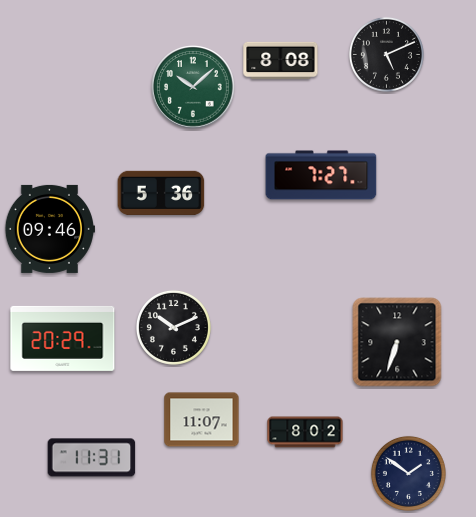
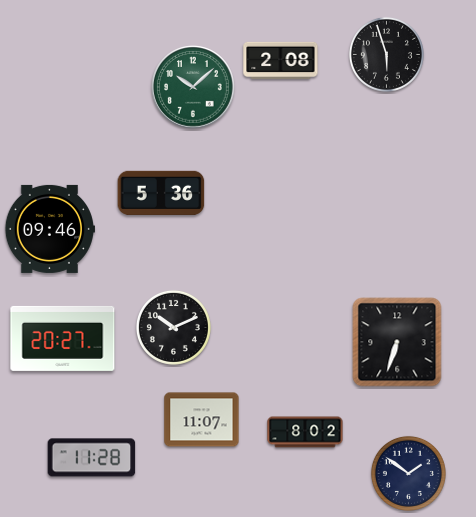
clock at (386, 54): 5:11 -> 5:57
clock at (281, 60): 8:08 -> 2:08
clock at (321, 175): 7:27 -> none
clock at (63, 338): 20:29 -> 20:27
clock at (92, 458): 11:31 -> 11:28
